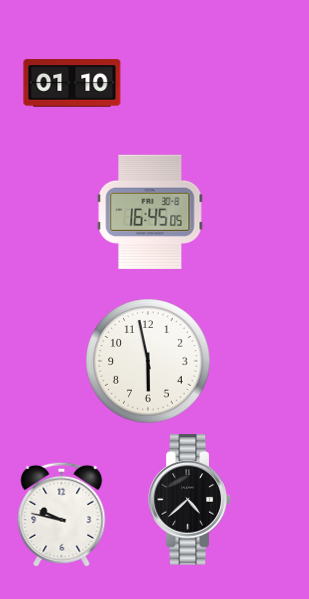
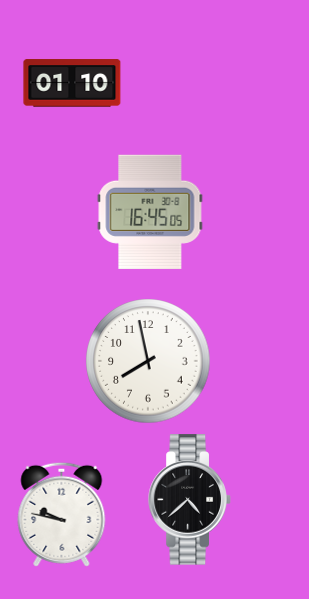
clock at (148, 361): 5:58 -> 7:58
